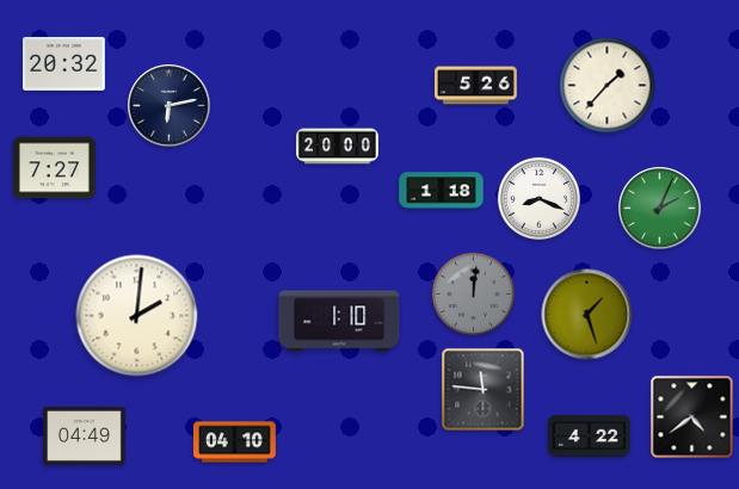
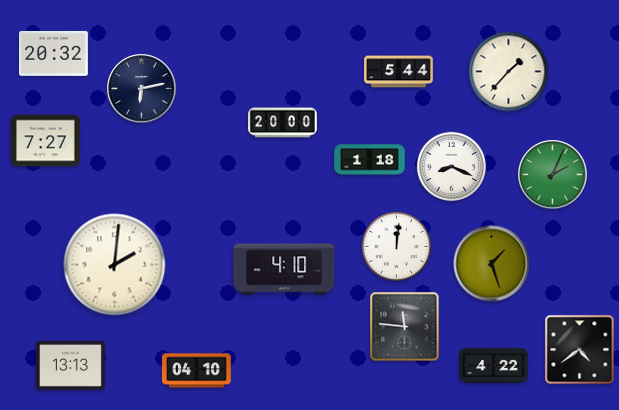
clock at (476, 86): 5:26 -> 5:44
clock at (473, 293) dial: grey -> white
clock at (339, 321): 1:10 -> 4:10
clock at (85, 435): 04:49 -> 13:13
